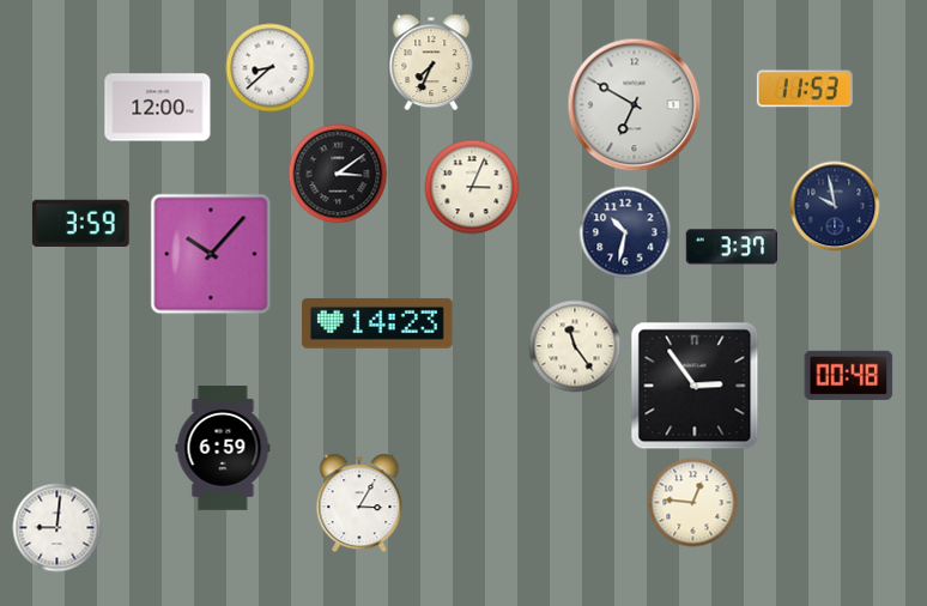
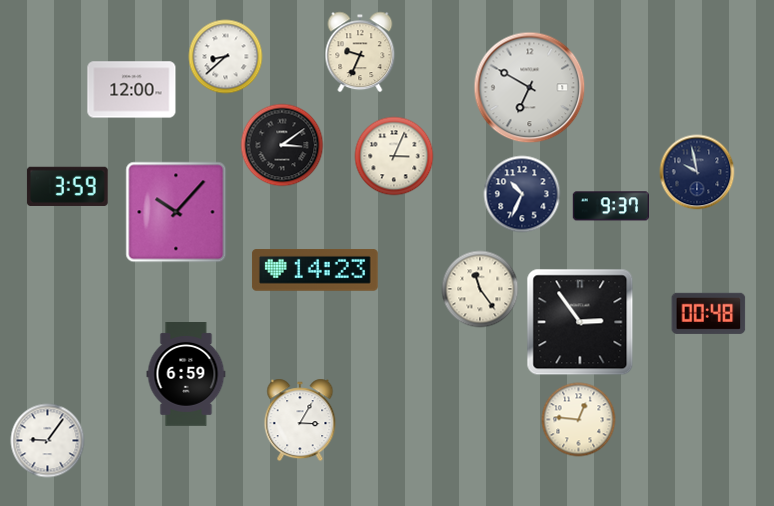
clock at (431, 62): 7:34 -> 9:34
clock at (805, 89): 11:53 -> none
clock at (625, 232): 10:32 -> 10:34
clock at (731, 247): 3:37 -> 9:37
clock at (57, 528): 9:01 -> 9:06
